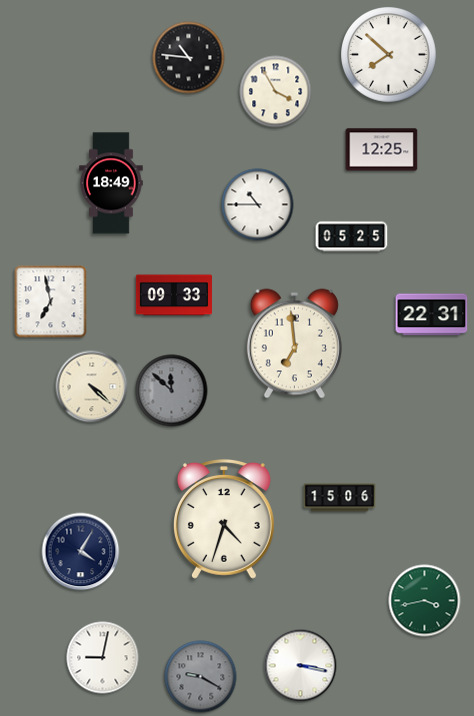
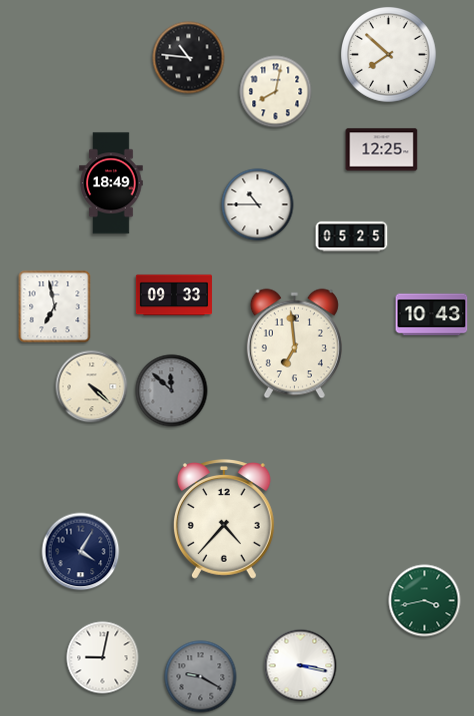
clock at (276, 92): 3:55 -> 8:02
clock at (51, 302) position: (51, 302) -> (55, 307)
clock at (432, 315): 22:31 -> 10:43
clock at (340, 498): 15:06 -> none
clock at (224, 519): 4:33 -> 4:37
